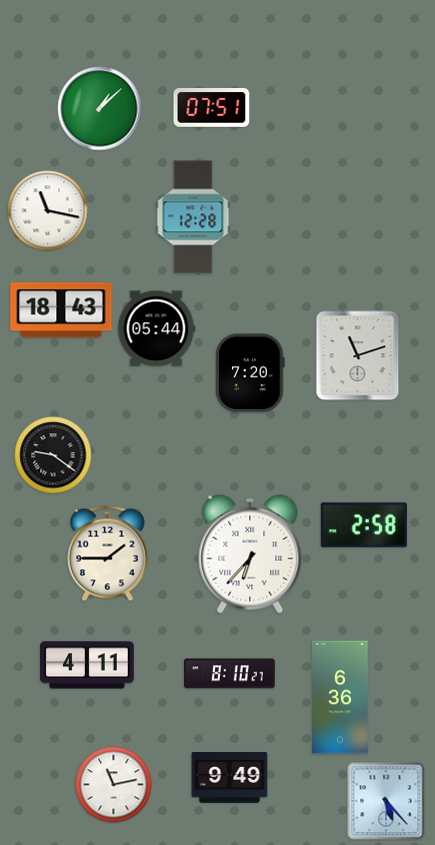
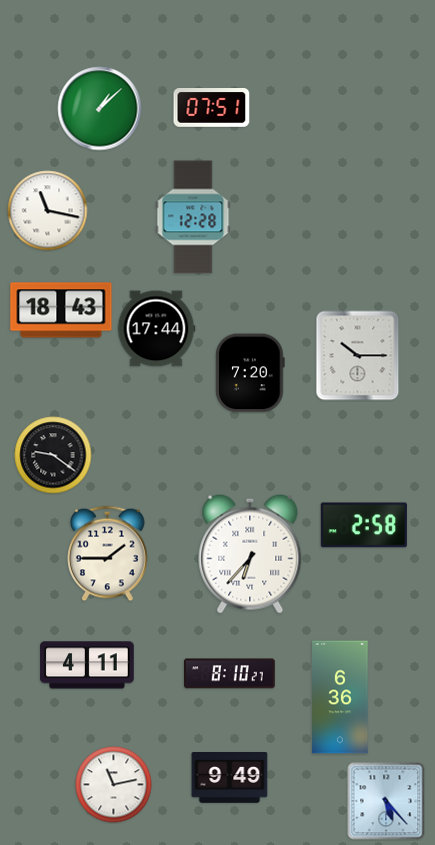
clock at (156, 329): 05:44 -> 17:44
clock at (358, 356): 11:12 -> 10:15
